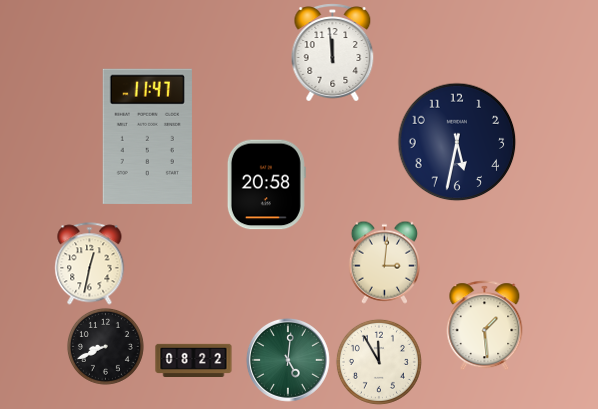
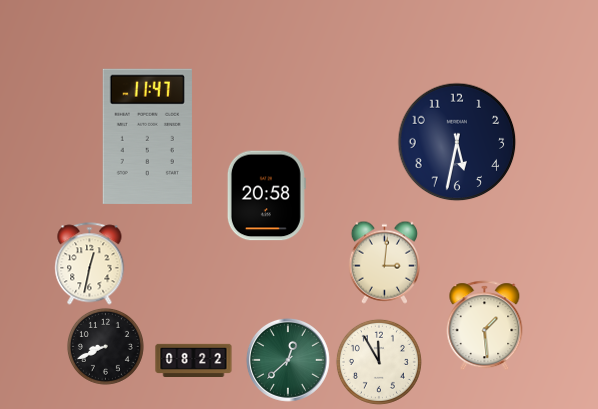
clock at (333, 53): 11:59 -> none
clock at (266, 185) position: (266, 185) -> (266, 196)
clock at (288, 360): 5:01 -> 12:38
